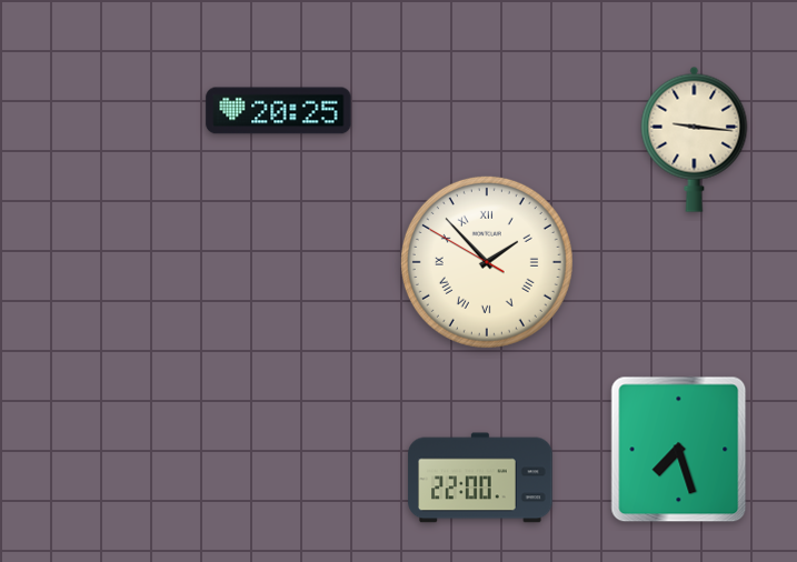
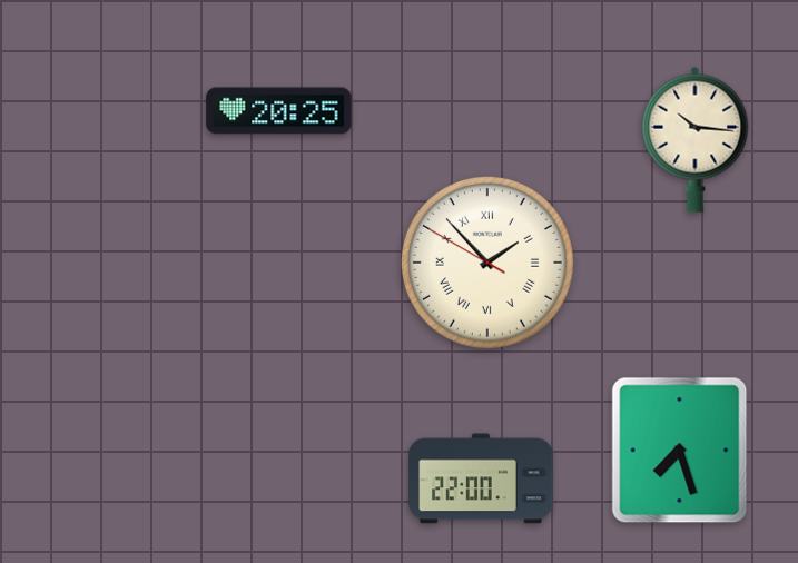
clock at (695, 139): 9:16 -> 10:16
